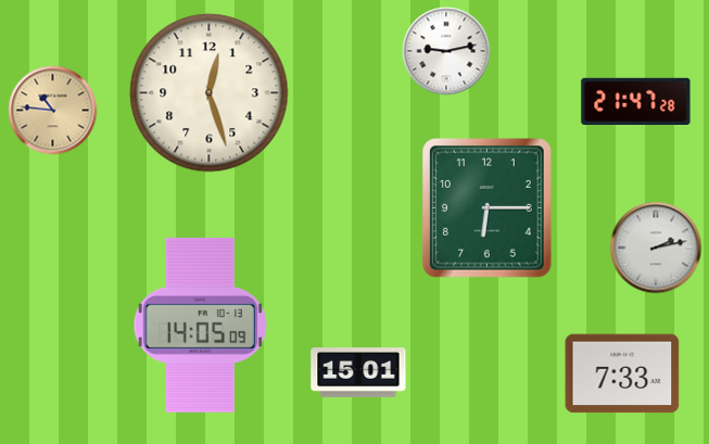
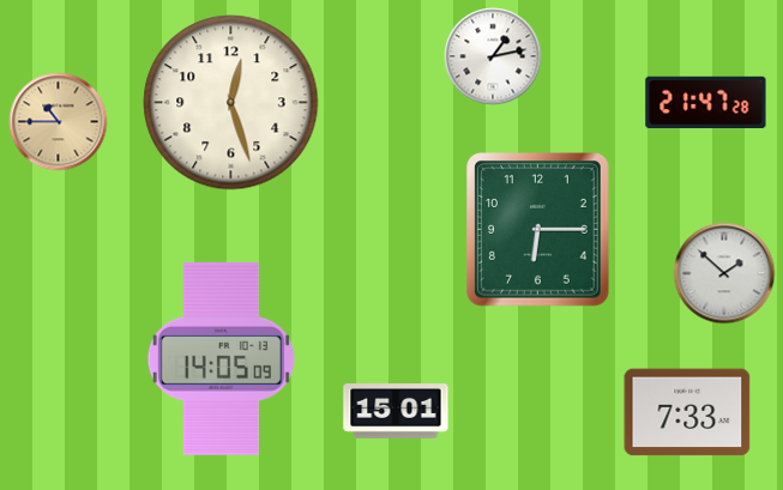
clock at (446, 51): 9:13 -> 1:13
clock at (636, 101) position: (636, 101) -> (706, 102)
clock at (53, 111): 10:46 -> 10:45
clock at (656, 248): 2:13 -> 1:52
